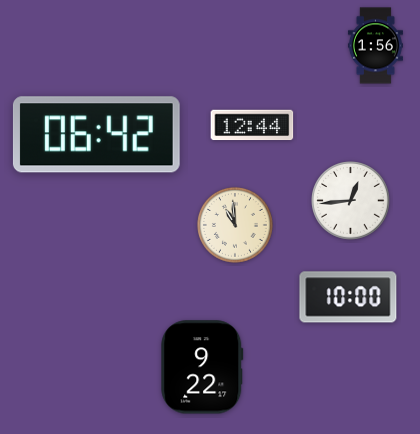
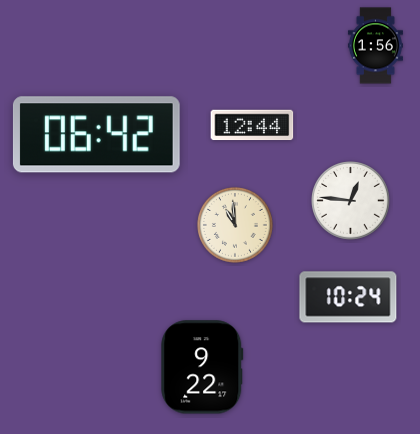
clock at (351, 201): 12:44 -> 12:46
clock at (348, 297): 10:00 -> 10:24
